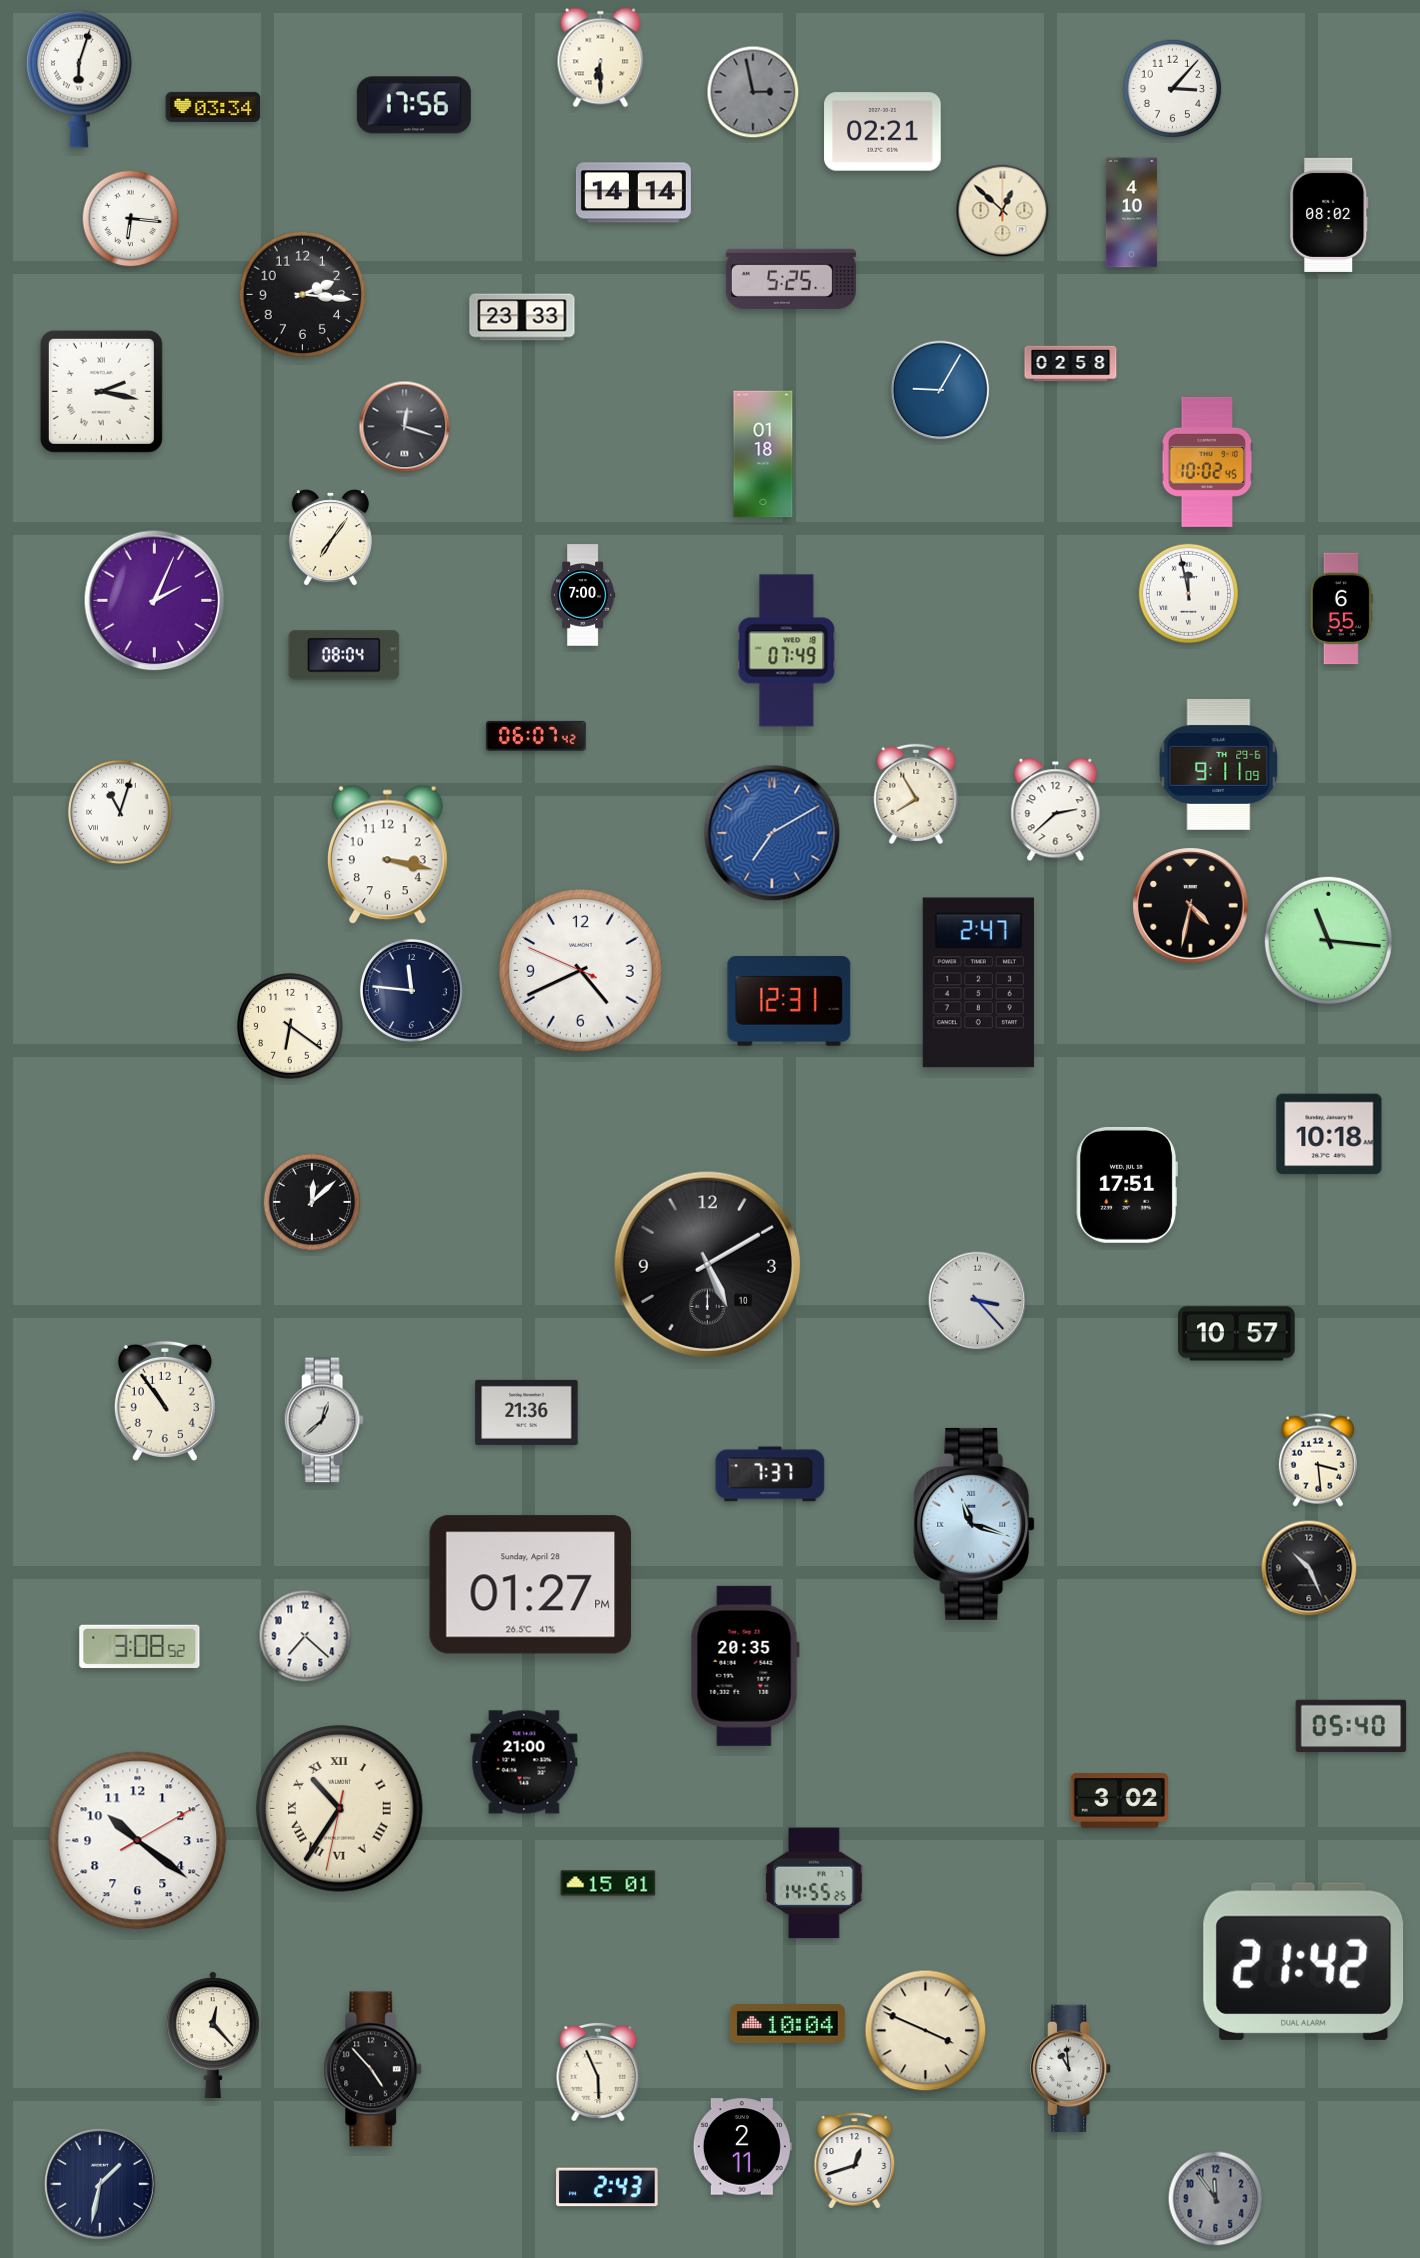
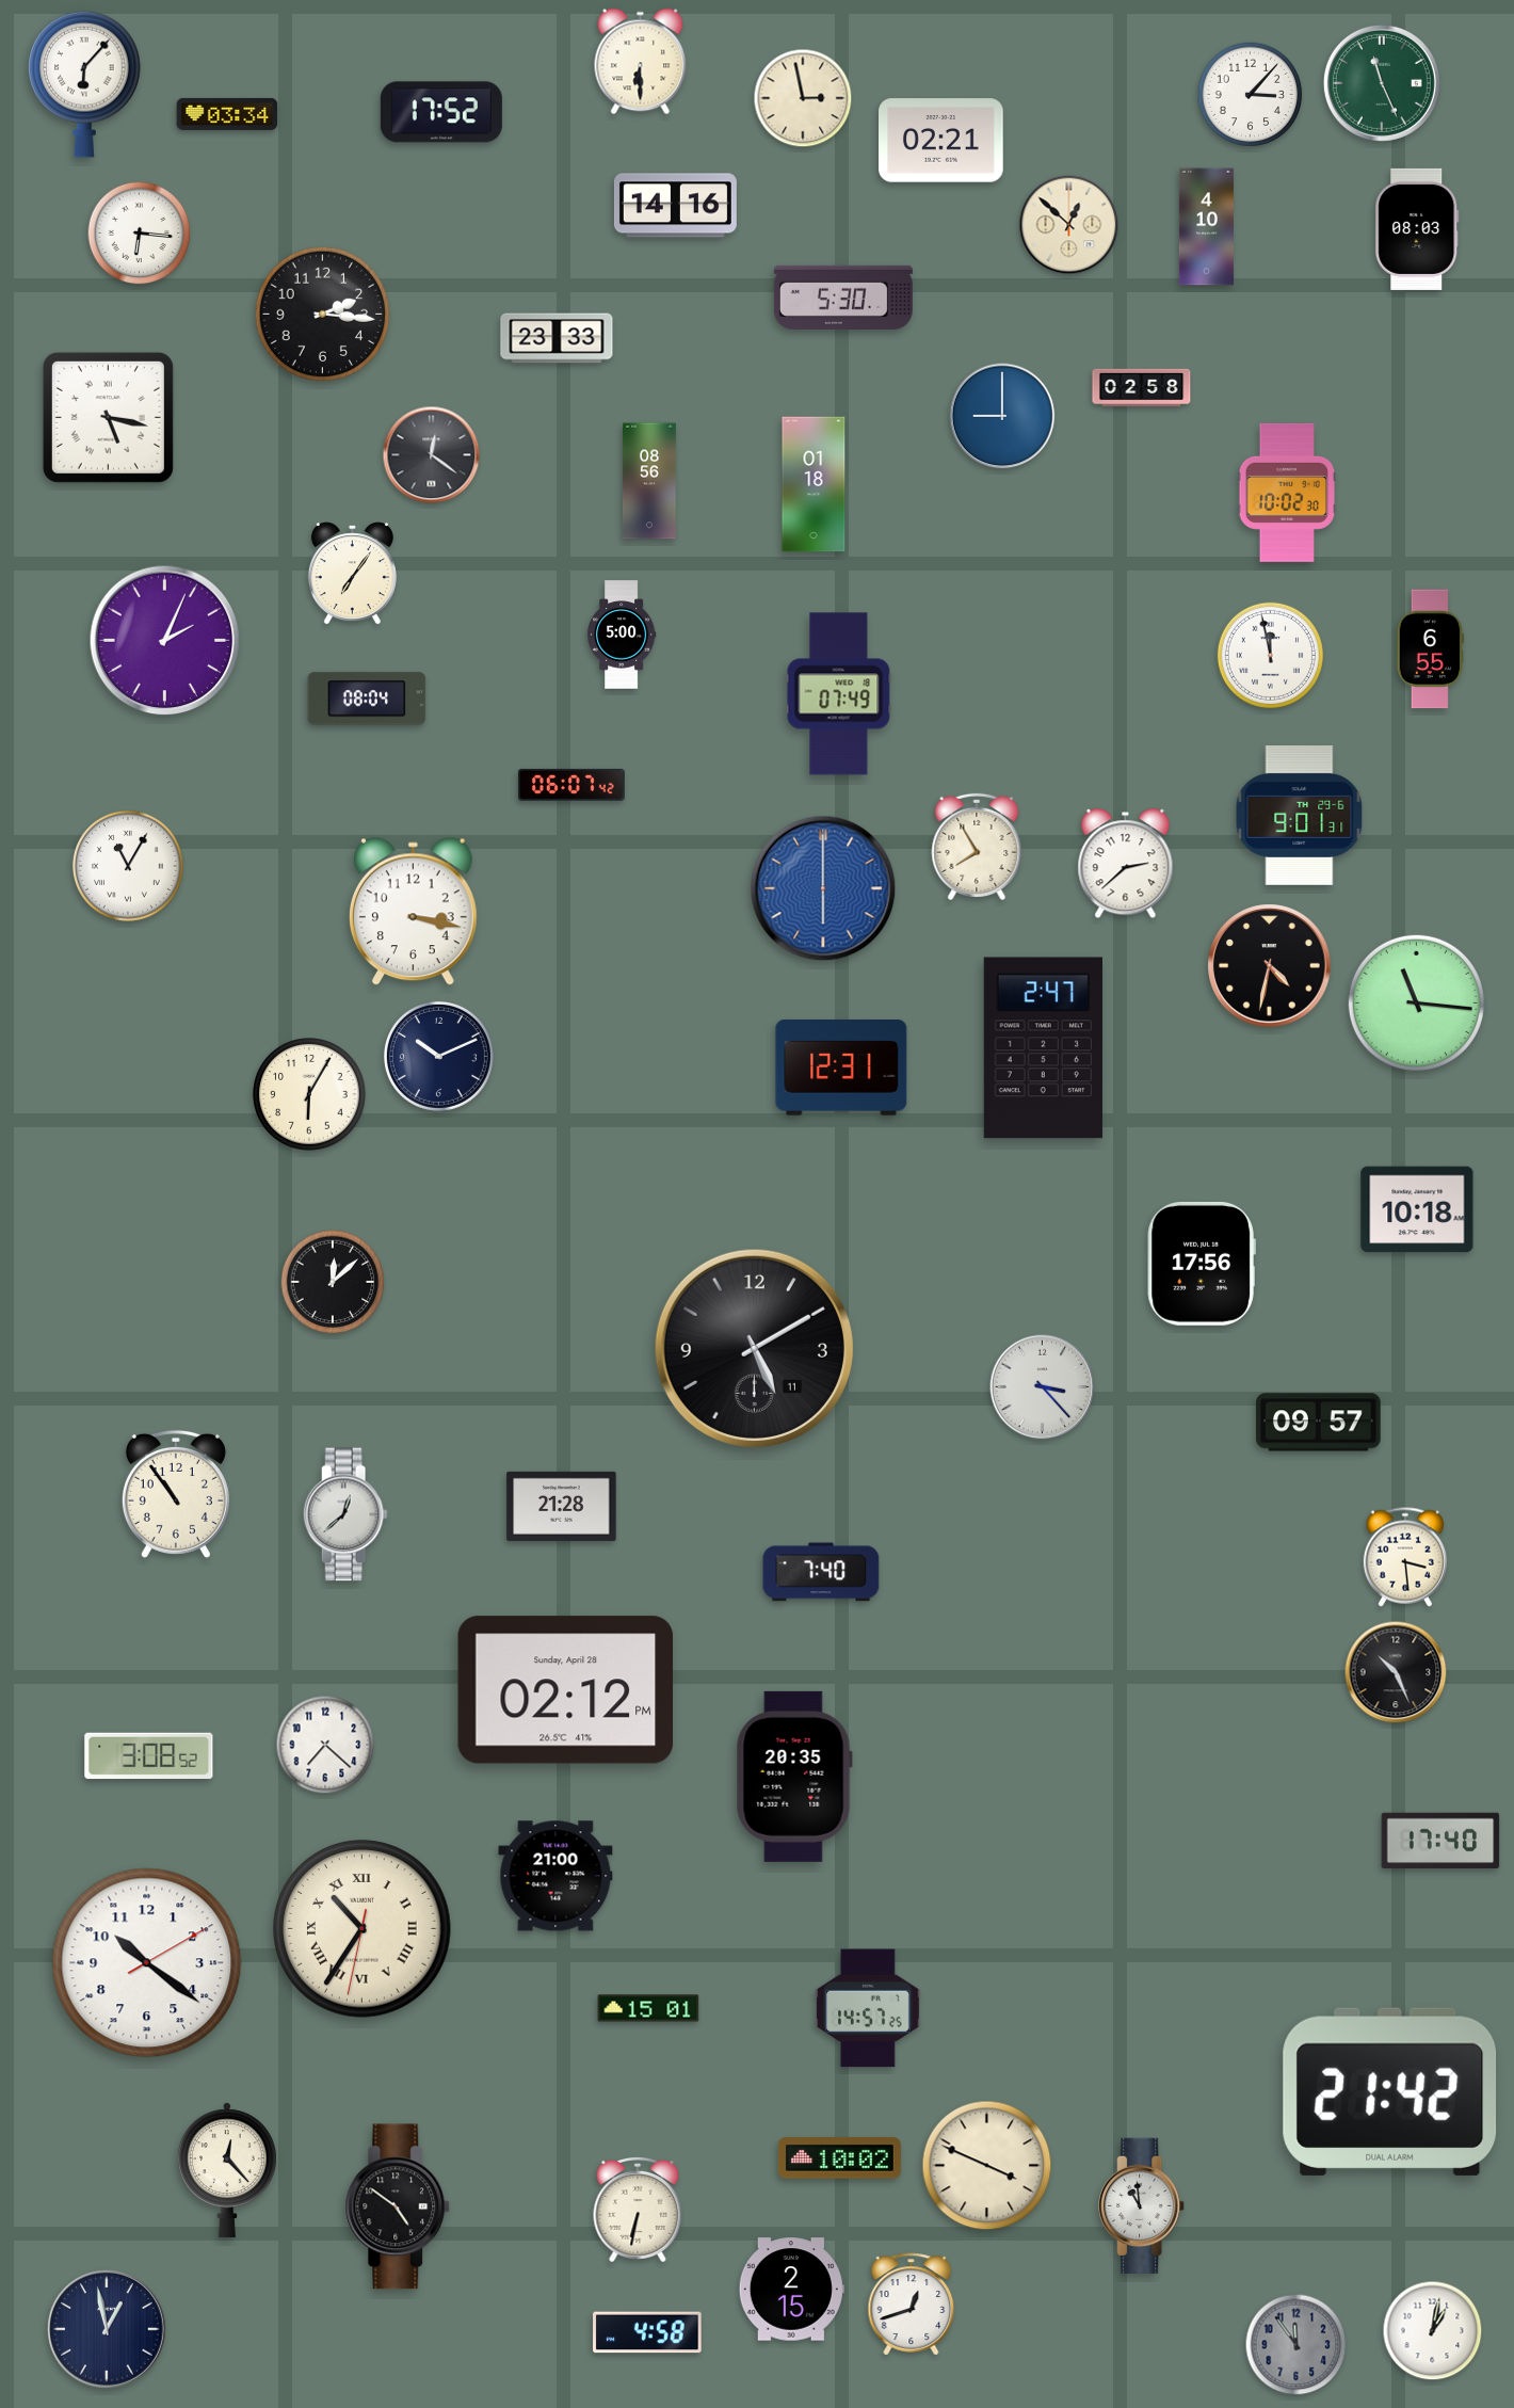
clock at (1382, 83): none -> 11:26
clock at (79, 79): 6:03 -> 6:07
clock at (753, 92) dial: grey -> cream
clock at (414, 105): 17:56 -> 17:52
clock at (633, 193): 14:14 -> 14:16
clock at (1329, 215): 08:02 -> 08:03
clock at (791, 279): 5:25 -> 5:30
clock at (940, 390): 9:05 -> 9:00
clock at (101, 391): 2:17 -> 5:17
clock at (405, 427): 12:18 -> 12:21
clock at (649, 481): none -> 08:56
clock at (1207, 462): 10:02:45 -> 10:02:30
clock at (1188, 593) position: (1188, 593) -> (1270, 655)
clock at (584, 595): 7:00 -> 5:00
clock at (1219, 764): 9:11 -> 9:01
clock at (120, 812): 11:03 -> 11:05
clock at (772, 833): 7:10 -> 6:00
clock at (580, 970): 4:40 -> none
clock at (411, 990): 11:46 -> 10:11
clock at (290, 1026): 6:21 -> 6:05
clock at (1127, 1185): 17:51 -> 17:56
clock at (707, 1264) date: 10 -> 11
clock at (1237, 1334): 10:57 -> 09:57
clock at (527, 1412): 21:36 -> 21:28
clock at (770, 1474): 7:37 -> 7:40
clock at (974, 1524): 11:18 -> none
clock at (531, 1585): 01:27 -> 02:12
clock at (1351, 1726): 05:40 -> 17:40
clock at (524, 1762) position: (524, 1762) -> (555, 1876)
clock at (1119, 1801): 3:02 -> none
clock at (815, 1883): 14:55 -> 14:57
clock at (787, 2024): 10:04 -> 10:02
clock at (373, 2069): 4:53 -> 4:51
clock at (598, 2072): 5:56 -> 6:32
clock at (742, 2147): 2:11 -> 2:15
clock at (100, 2184): 1:32 -> 12:58
clock at (1433, 2331): none -> 1:02
clock at (607, 2187): 2:43 -> 4:58
